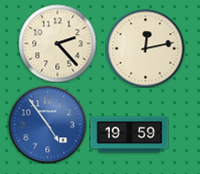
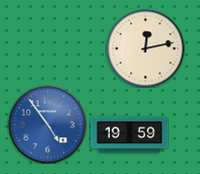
clock at (57, 43): 2:23 -> none
